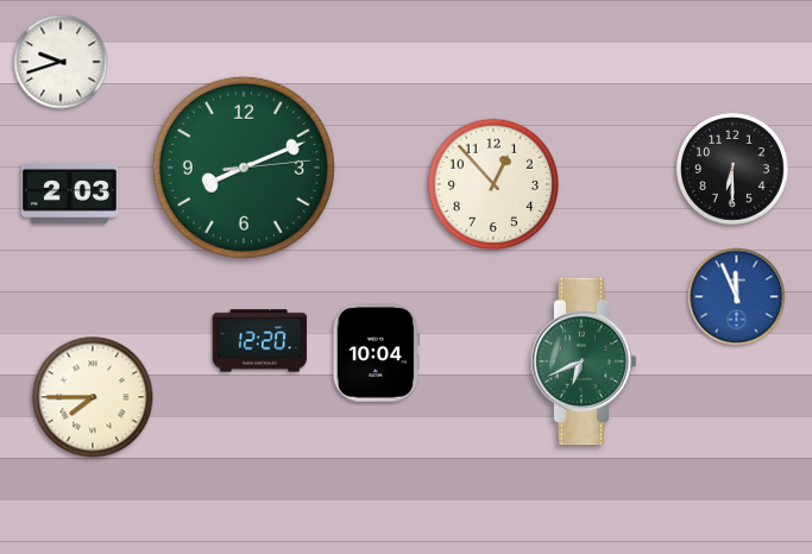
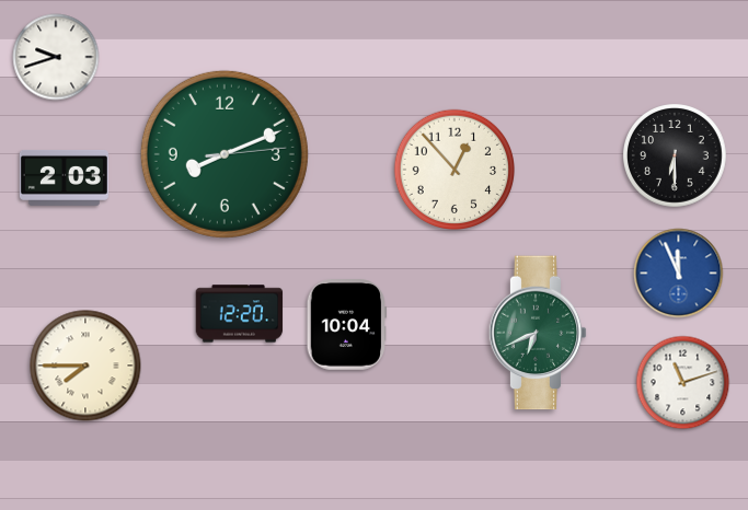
clock at (683, 383): none -> 11:12
